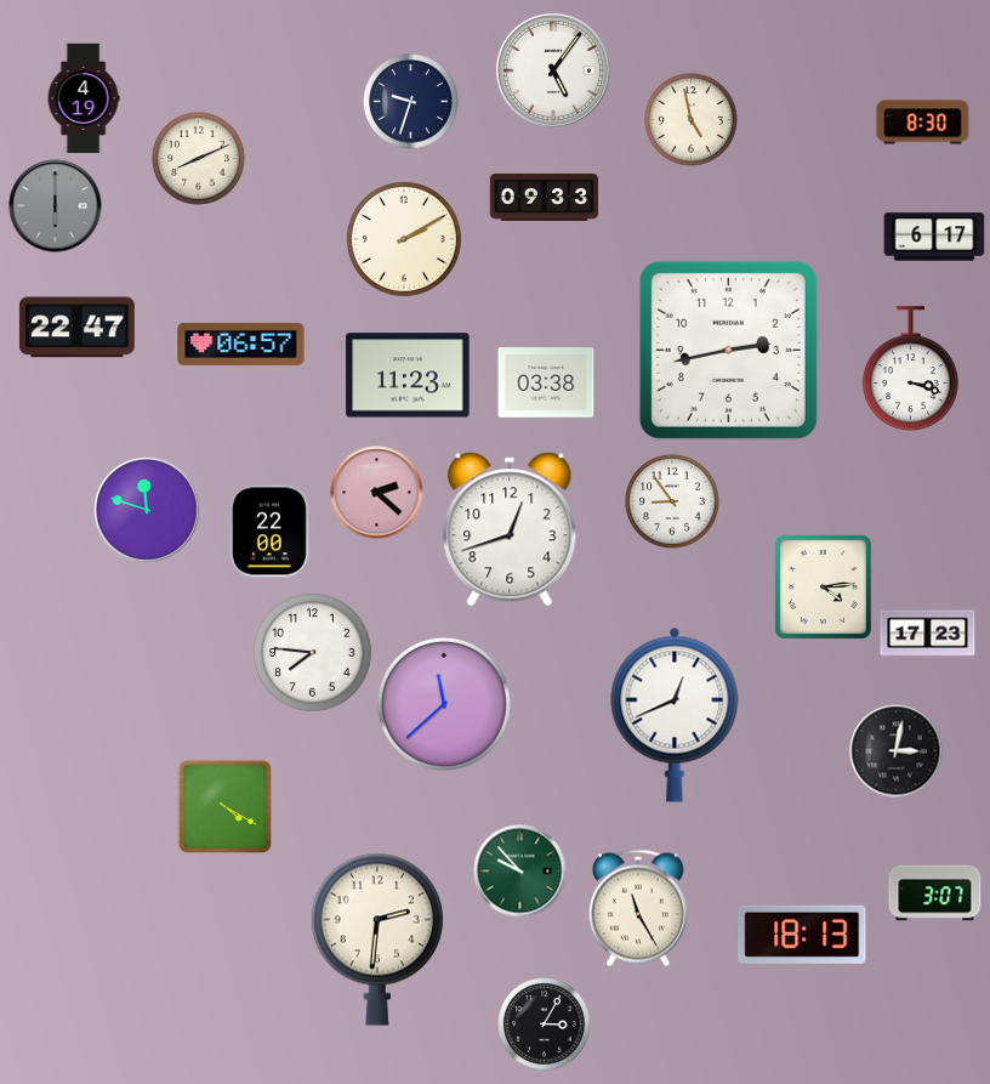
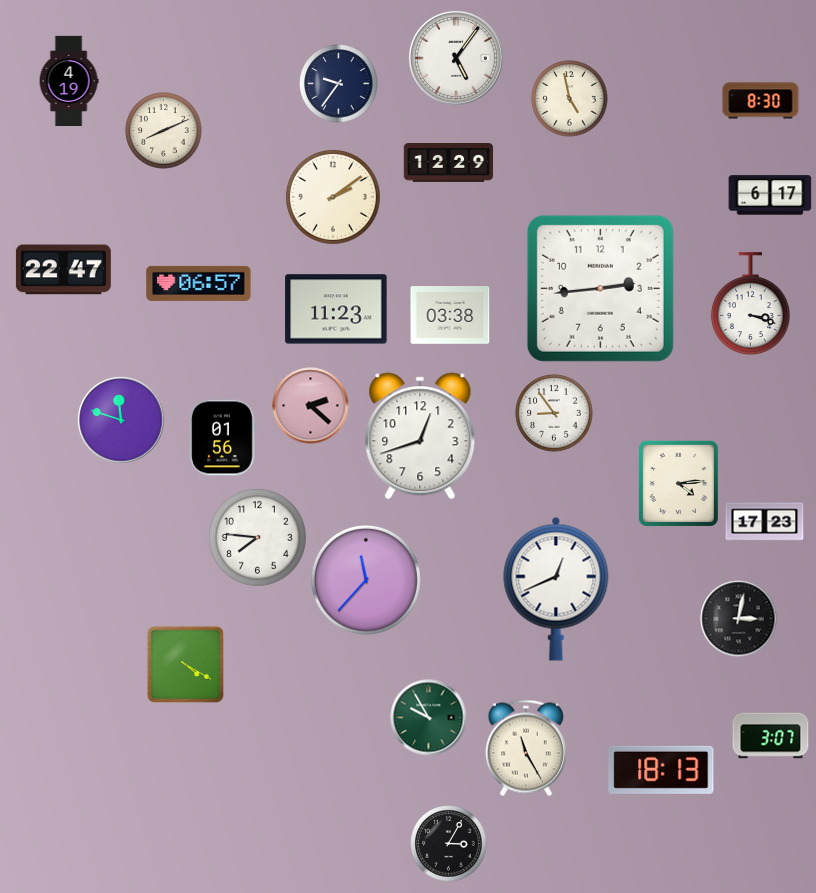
clock at (411, 102): 9:33 -> 9:36
clock at (545, 198): 09:33 -> 12:29
clock at (56, 206): 6:00 -> none
clock at (405, 240): 2:10 -> 2:09
clock at (728, 350): 2:43 -> 2:44
clock at (269, 532): 22:00 -> 01:56
clock at (444, 704): 11:38 -> 11:37
clock at (520, 872): 9:53 -> 9:55
clock at (377, 940): 2:31 -> none
